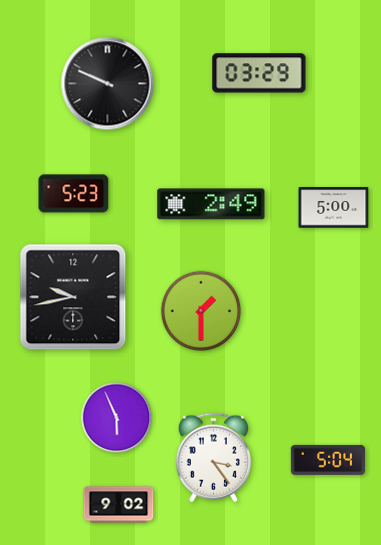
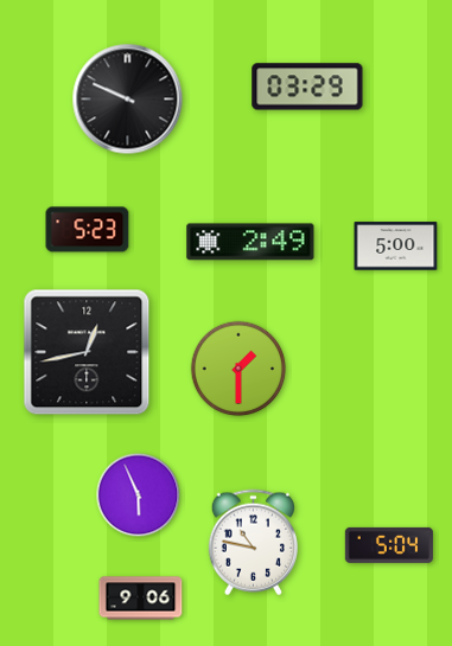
clock at (73, 297): 9:43 -> 12:43
clock at (213, 458): 3:24 -> 10:47
clock at (119, 505): 9:02 -> 9:06
